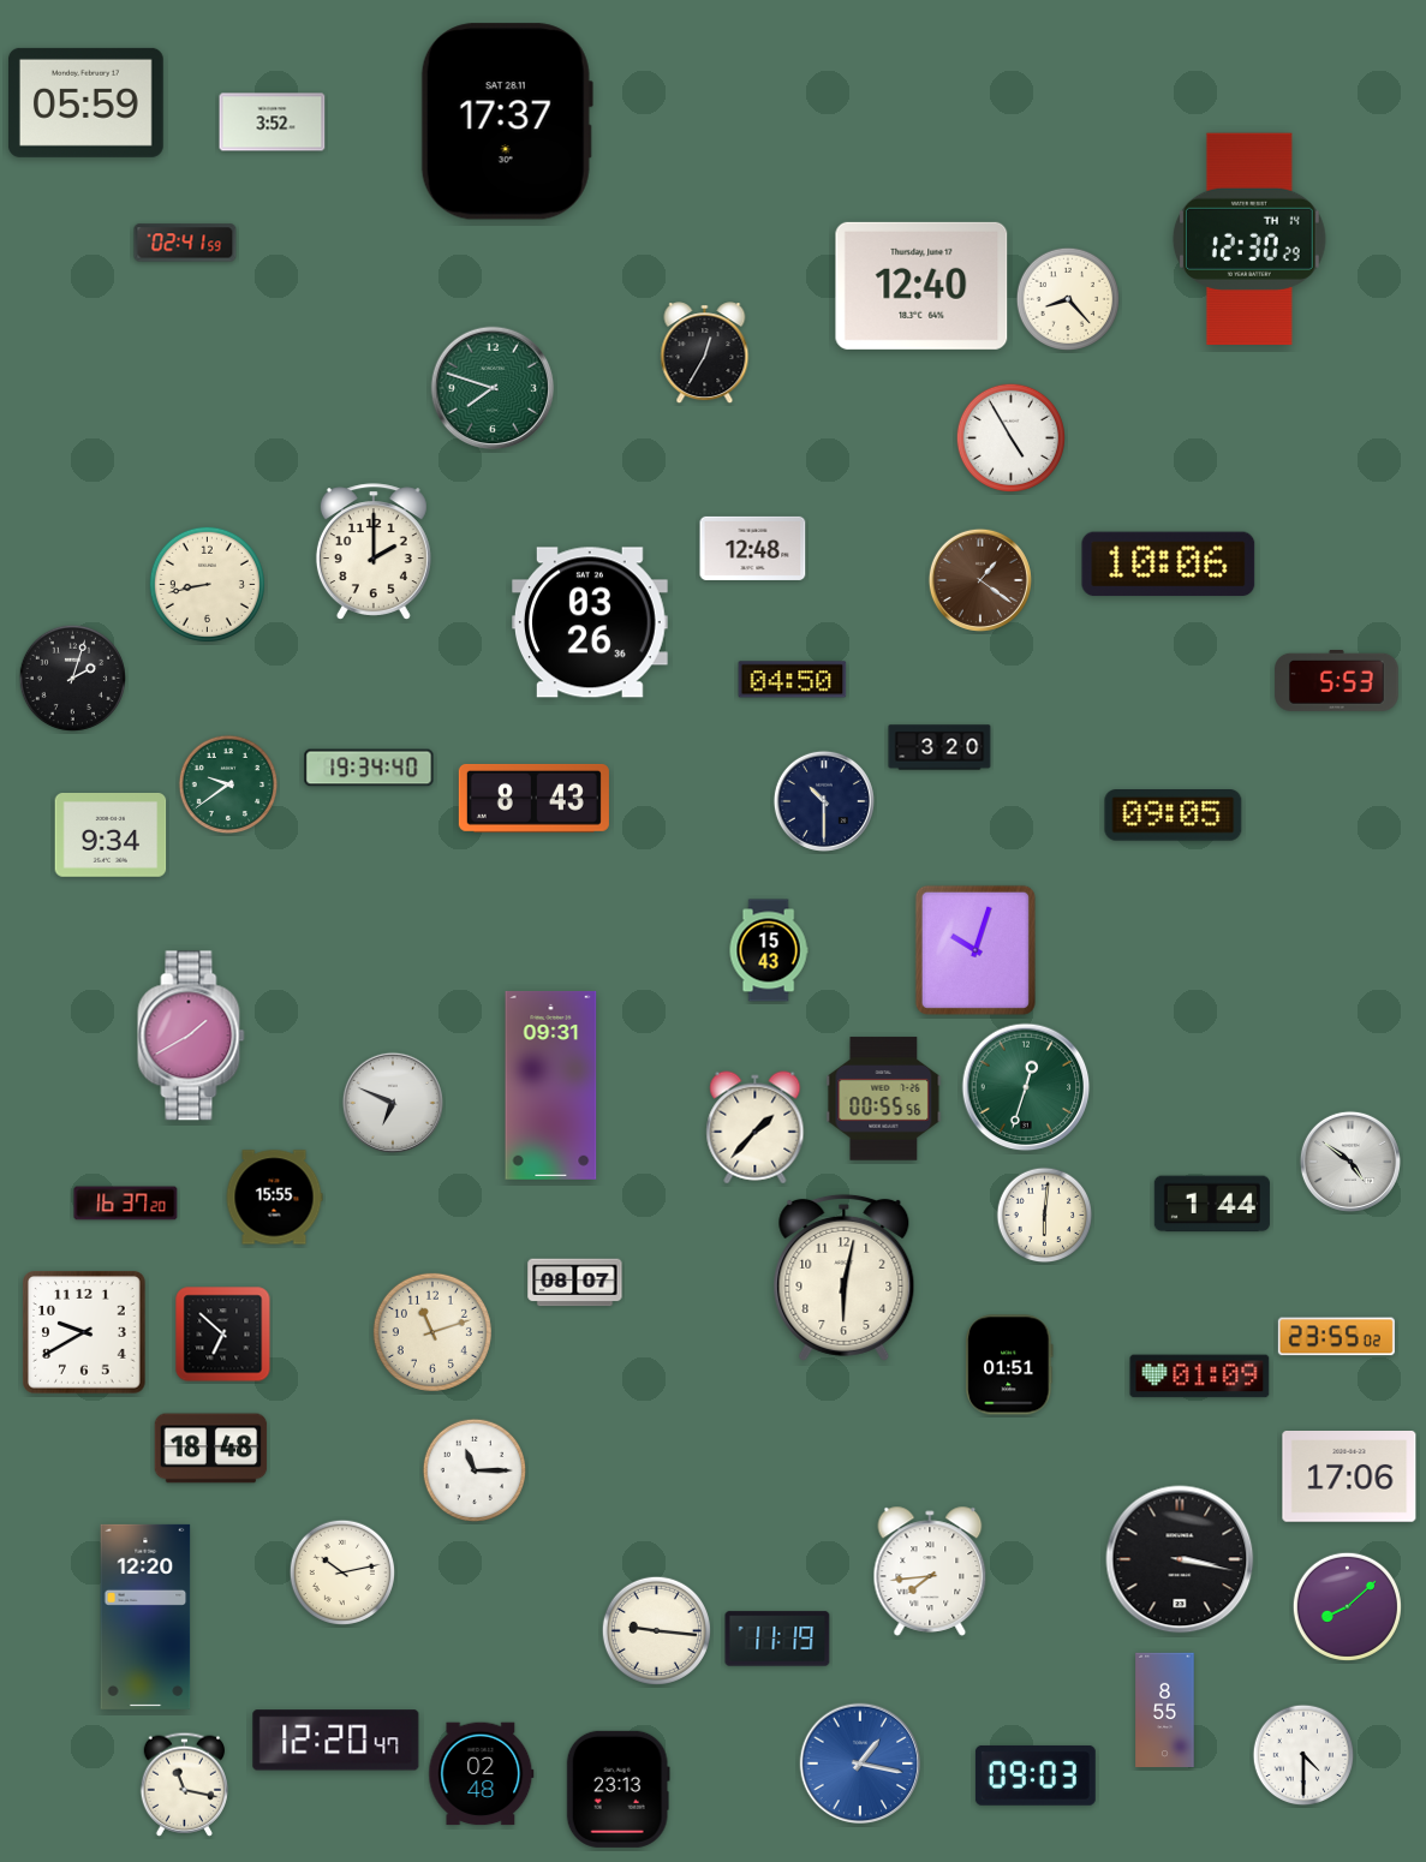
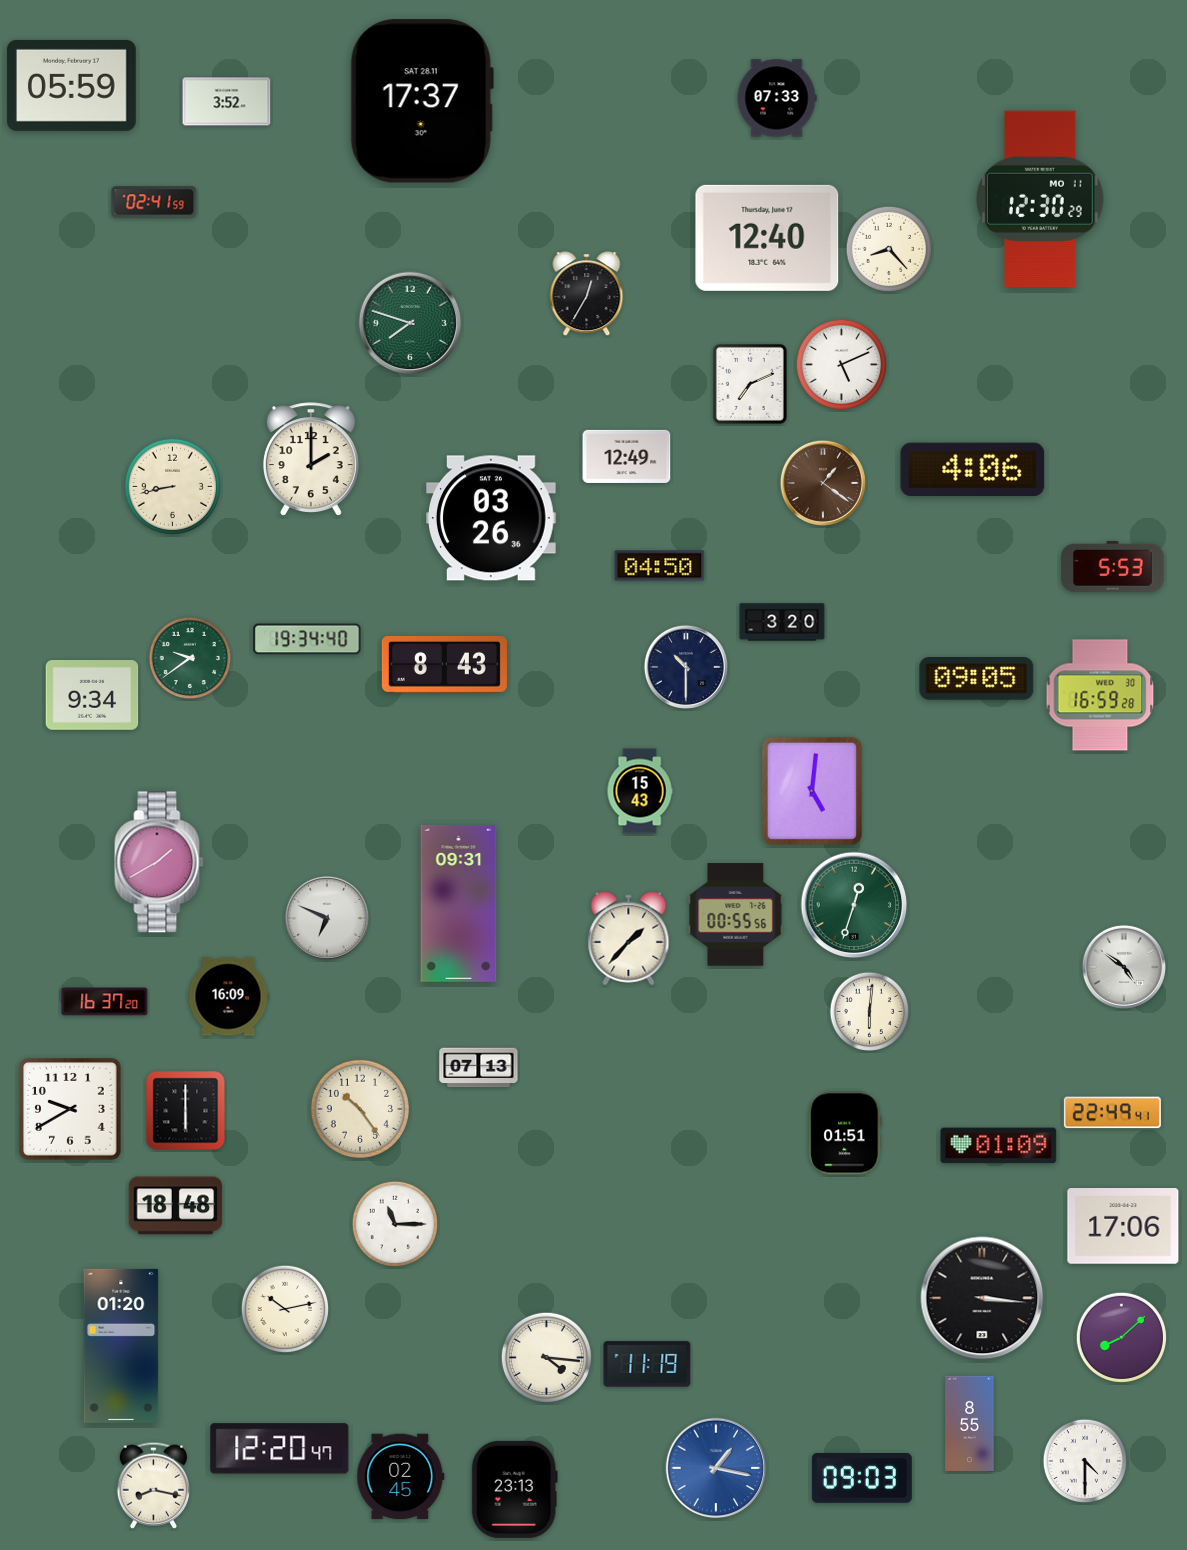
clock at (777, 98): none -> 07:33
clock at (1249, 239) date: TH 14 -> MO 11
clock at (1010, 437): 4:55 -> 5:11
clock at (750, 384): none -> 7:11
clock at (753, 548): 12:48 -> 12:49
clock at (1169, 565): 10:06 -> 4:06
clock at (980, 580) position: (980, 580) -> (823, 483)
clock at (72, 678): 2:03 -> none
clock at (228, 784) position: (228, 784) -> (190, 658)
clock at (1100, 695): none -> 16:59
clock at (975, 950): 10:03 -> 5:01
clock at (274, 1198): 15:55 -> 16:09
clock at (1212, 1204): 1:44 -> none
clock at (845, 1277): 6:02 -> none
clock at (575, 1283): 08:07 -> 07:13
clock at (432, 1332): 11:12 -> 10:24
clock at (223, 1335): 6:52 -> 6:00
clock at (1336, 1337): 23:55 -> 22:49
clock at (1009, 1365) position: (1009, 1365) -> (845, 1133)
clock at (1349, 1478) position: (1349, 1478) -> (1123, 1227)
clock at (1180, 1559): 3:17 -> 3:16
clock at (930, 1571): 7:44 -> none
clock at (145, 1617): 12:20 -> 01:20
clock at (656, 1630): 9:16 -> 4:16
clock at (482, 1774): 02:48 -> 02:45
clock at (184, 1784): 11:17 -> 8:17
